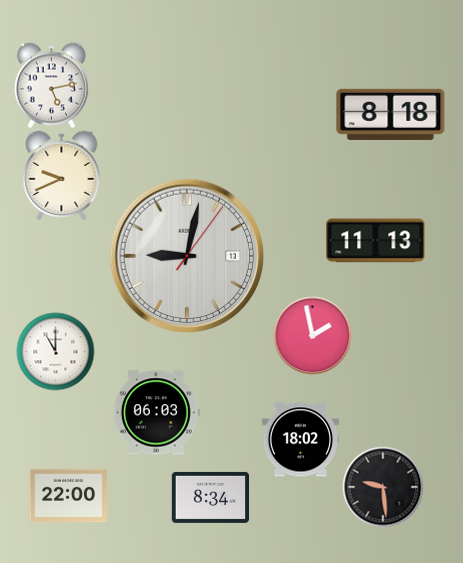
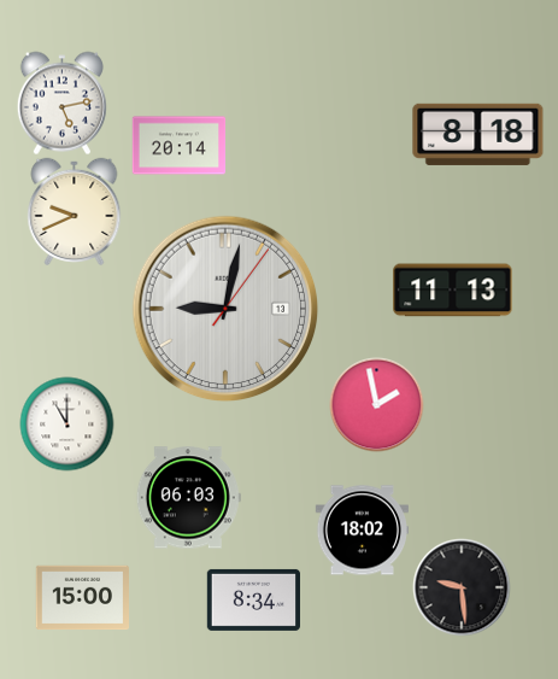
clock at (391, 114) position: (391, 114) -> (478, 134)
clock at (178, 146): none -> 20:14
clock at (68, 496): 22:00 -> 15:00
